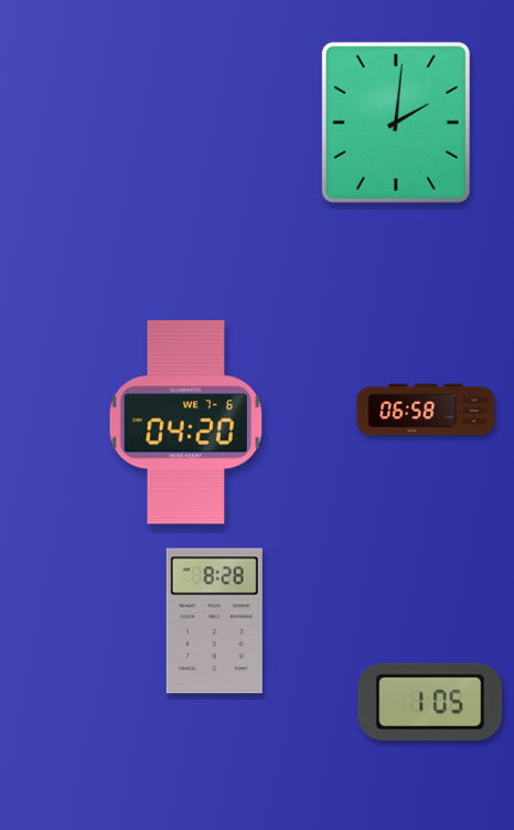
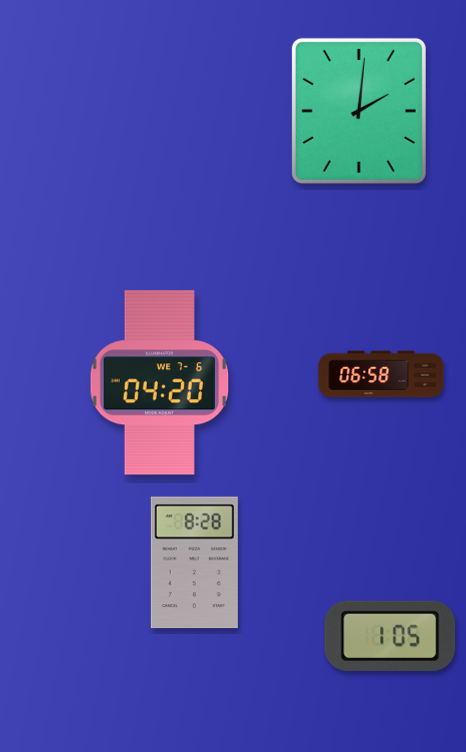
clock at (426, 409) position: (426, 409) -> (381, 374)
clock at (186, 423) position: (186, 423) -> (160, 383)
